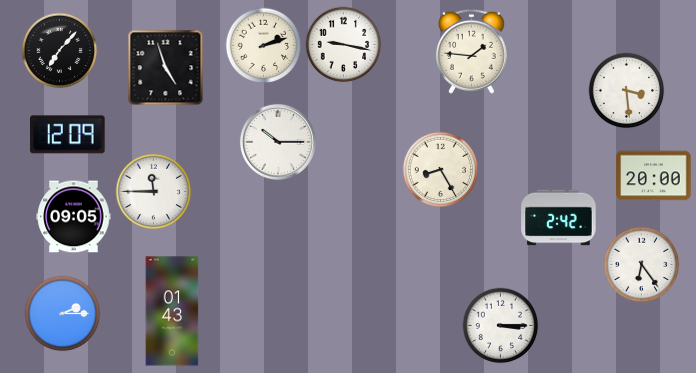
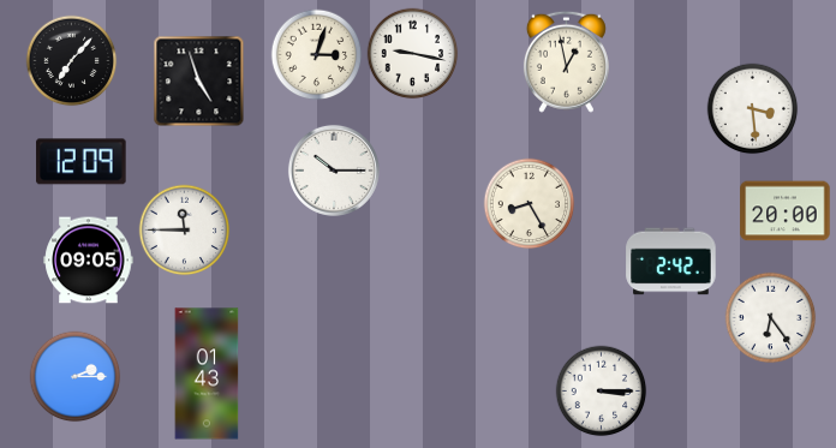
clock at (264, 46): 2:12 -> 3:03
clock at (471, 51): 1:46 -> 12:58
